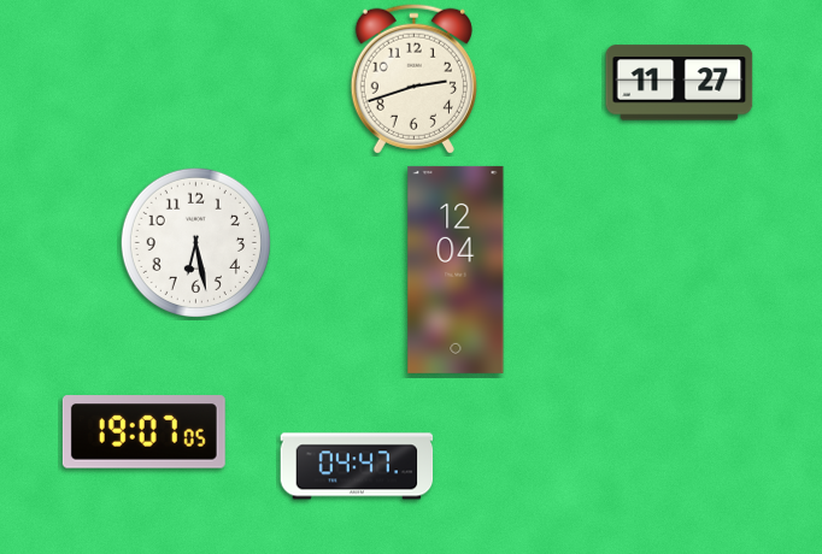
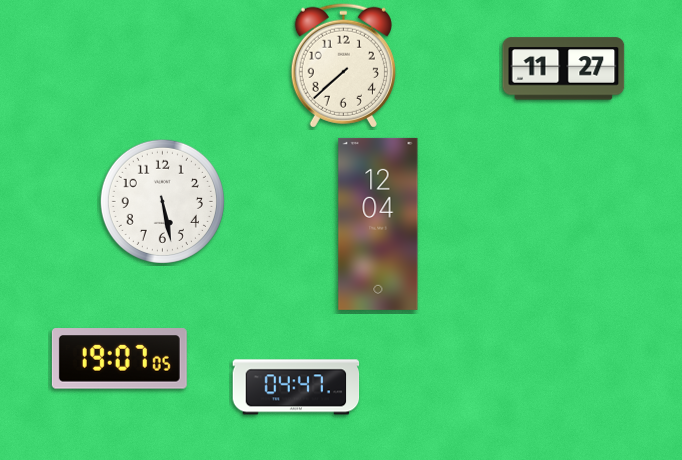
clock at (413, 78): 2:42 -> 7:38
clock at (195, 242): 6:28 -> 5:28
